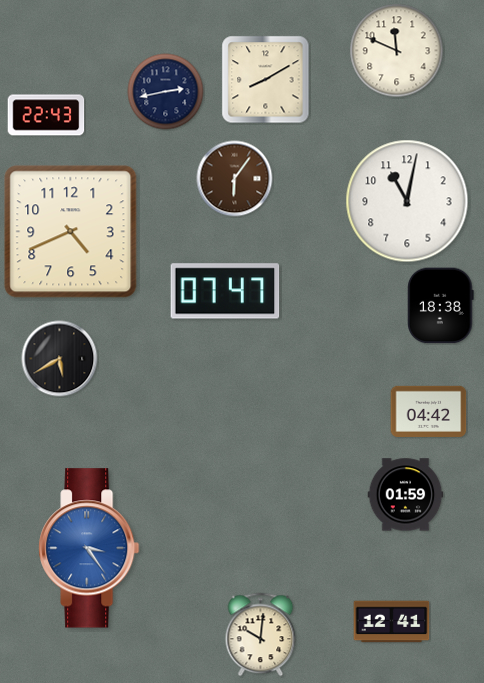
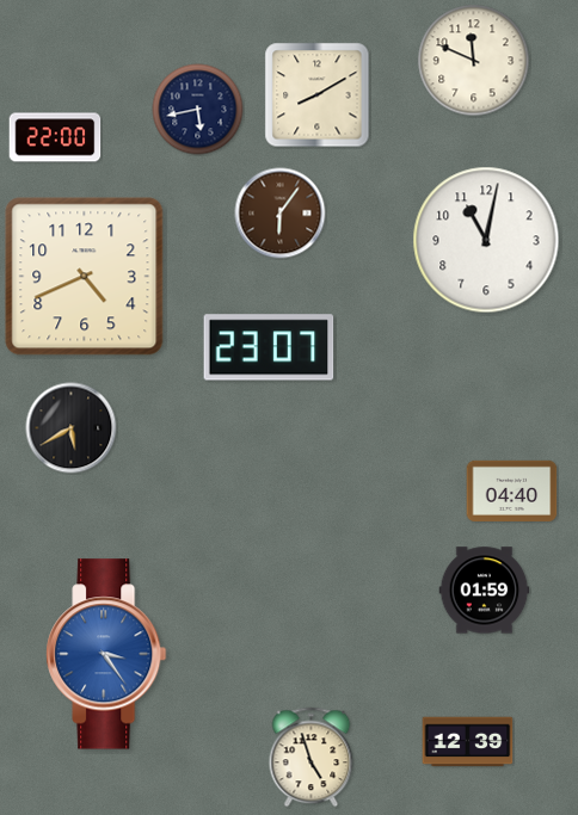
clock at (166, 92): 2:43 -> 5:43
clock at (46, 115): 22:43 -> 22:00
clock at (225, 291): 07:47 -> 23:07
clock at (441, 306): 18:38 -> none
clock at (429, 411): 04:42 -> 04:40
clock at (392, 622): 12:41 -> 12:39
clock at (261, 635): 10:01 -> 4:57
